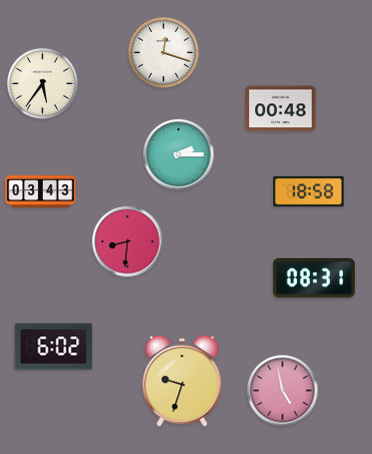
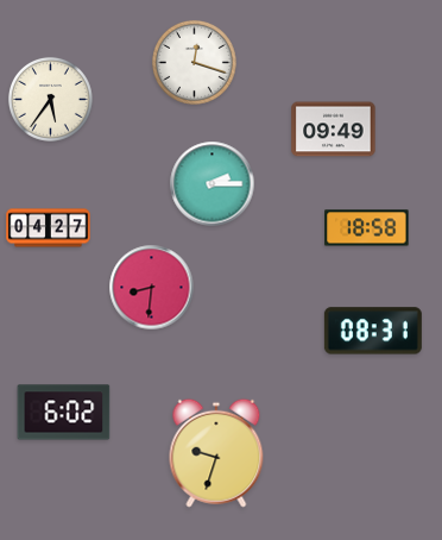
clock at (281, 109): 00:48 -> 09:49
clock at (41, 192): 03:43 -> 04:27
clock at (283, 391): 4:58 -> none
